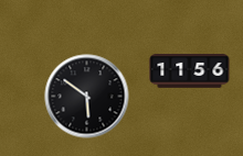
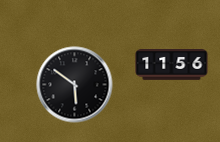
clock at (87, 97) position: (87, 97) -> (75, 85)
